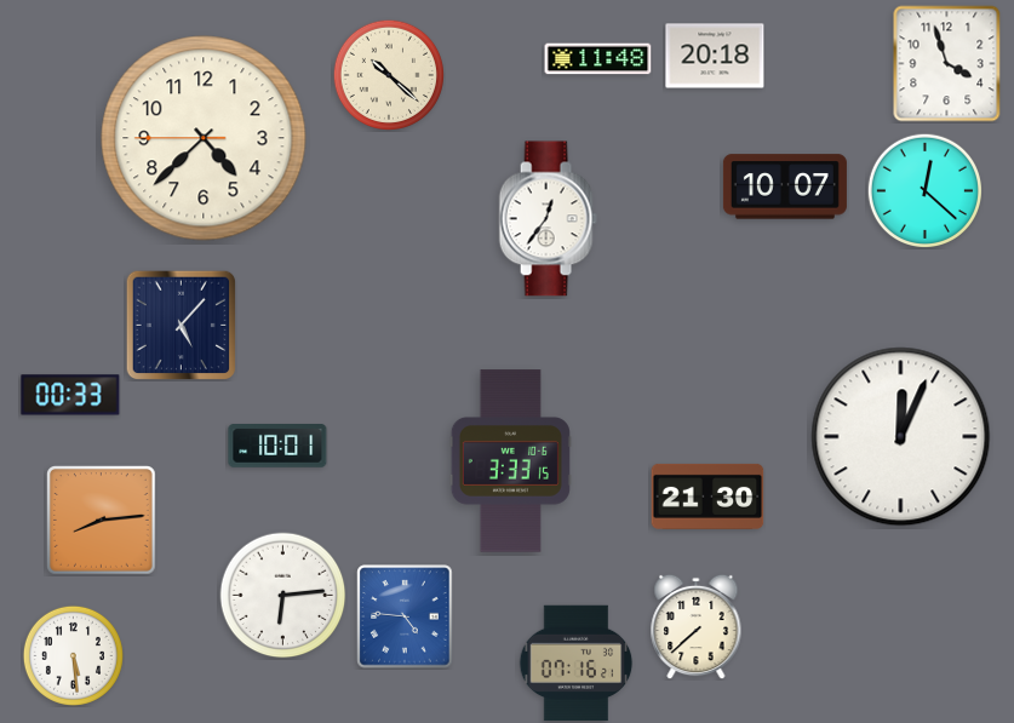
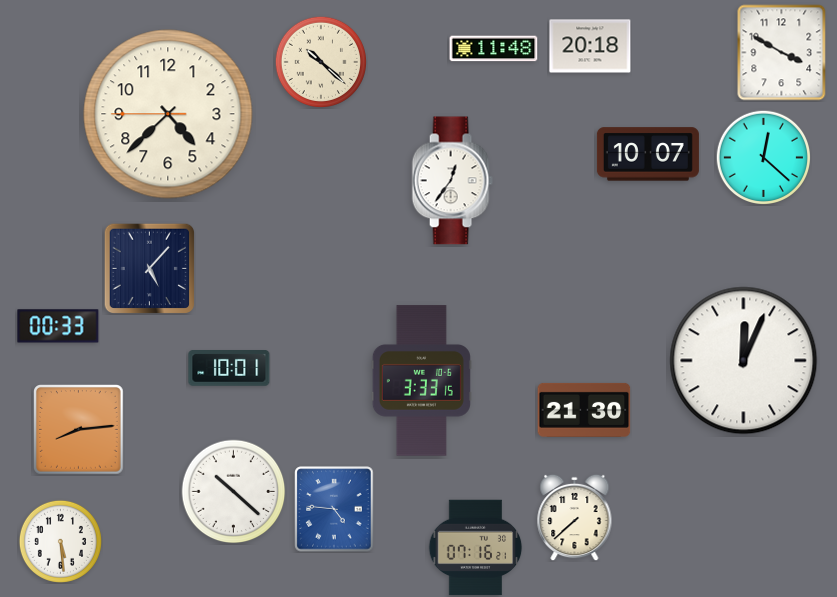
clock at (947, 64): 3:57 -> 3:50
clock at (102, 521) position: (102, 521) -> (79, 430)
clock at (283, 596): 6:14 -> 10:22
